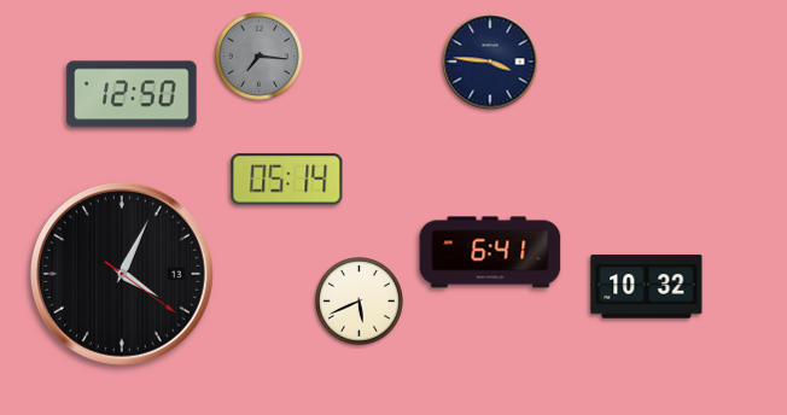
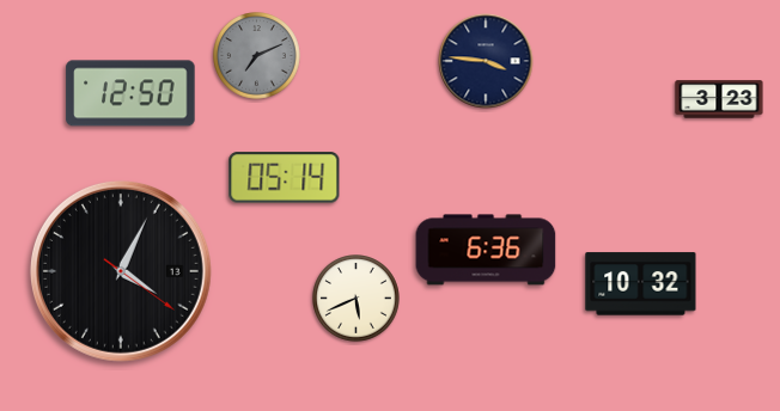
clock at (260, 57): 7:16 -> 7:11
clock at (719, 99): none -> 3:23
clock at (490, 252): 6:41 -> 6:36
